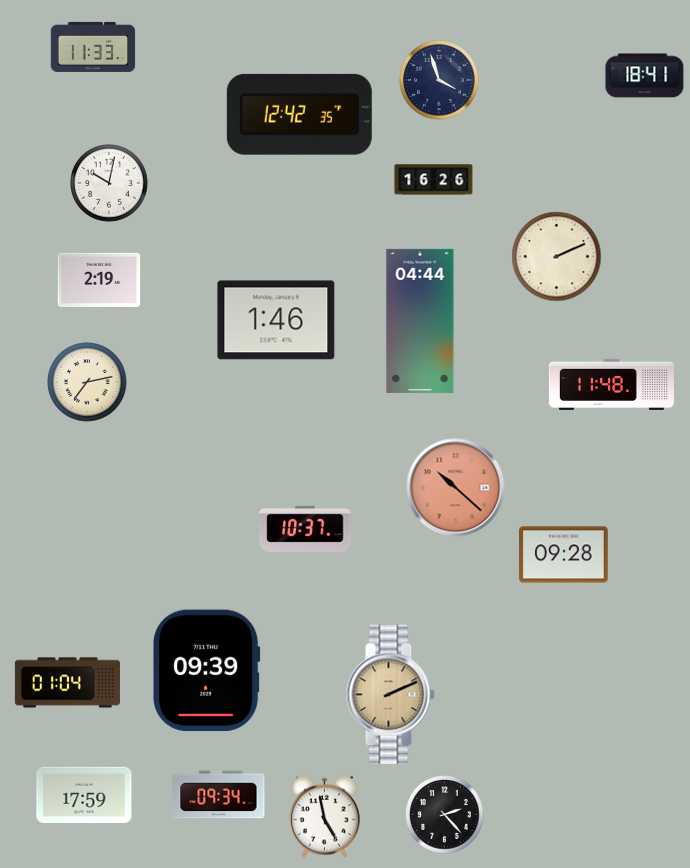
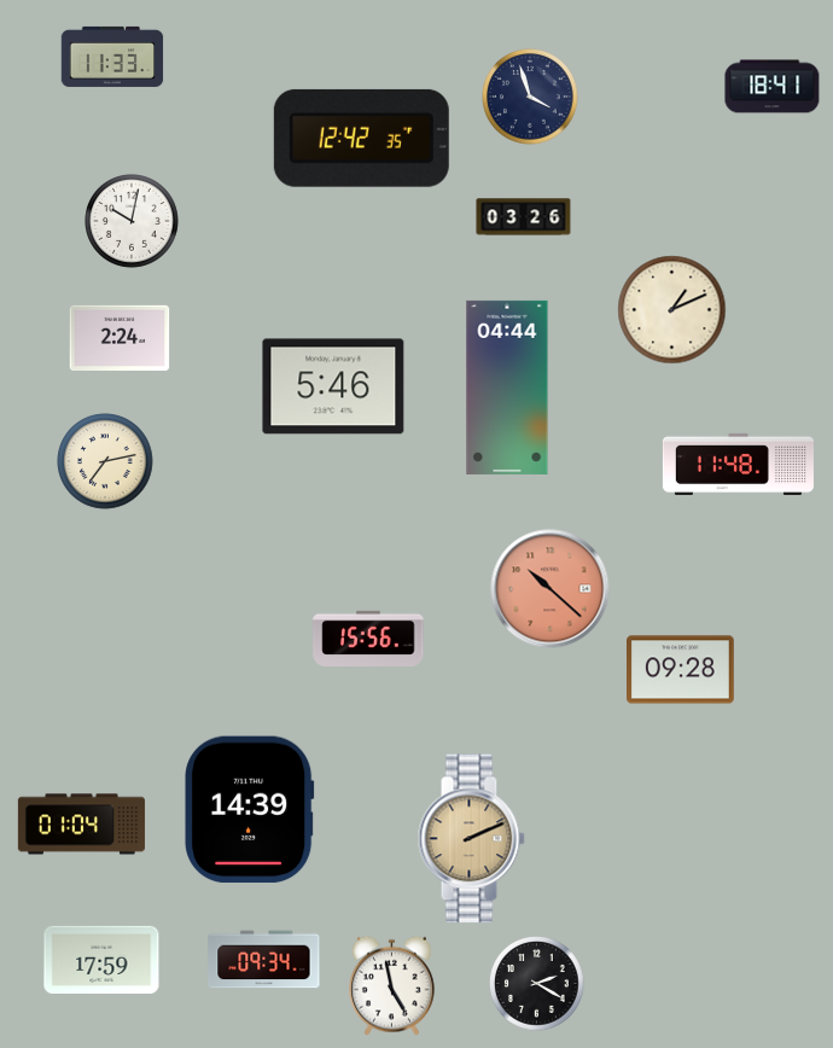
clock at (645, 76) position: (645, 76) -> (773, 87)
clock at (434, 180): 16:26 -> 03:26
clock at (557, 257): 2:11 -> 1:11
clock at (99, 280): 2:19 -> 2:24
clock at (276, 320): 1:46 -> 5:46
clock at (305, 529): 10:37 -> 15:56
clock at (207, 671): 09:39 -> 14:39
clock at (445, 815): 2:23 -> 2:20
